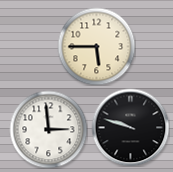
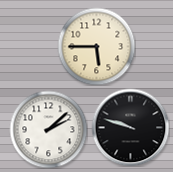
clock at (48, 129): 2:59 -> 2:08
